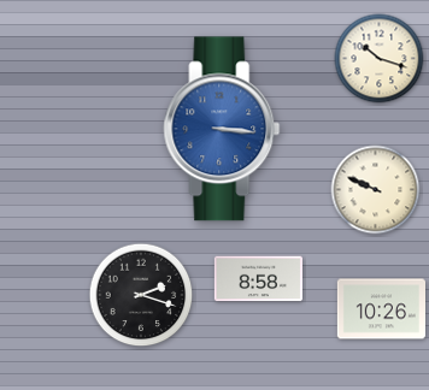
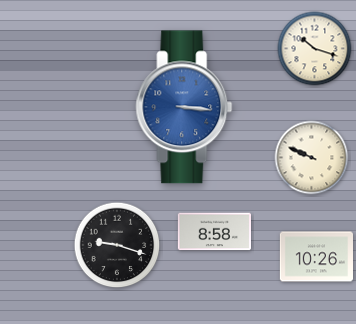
clock at (141, 295): 2:18 -> 9:18
